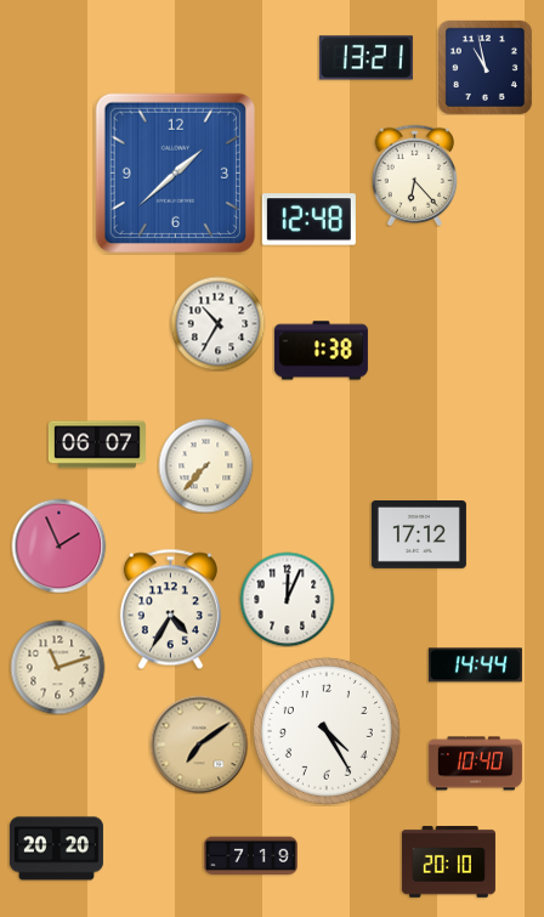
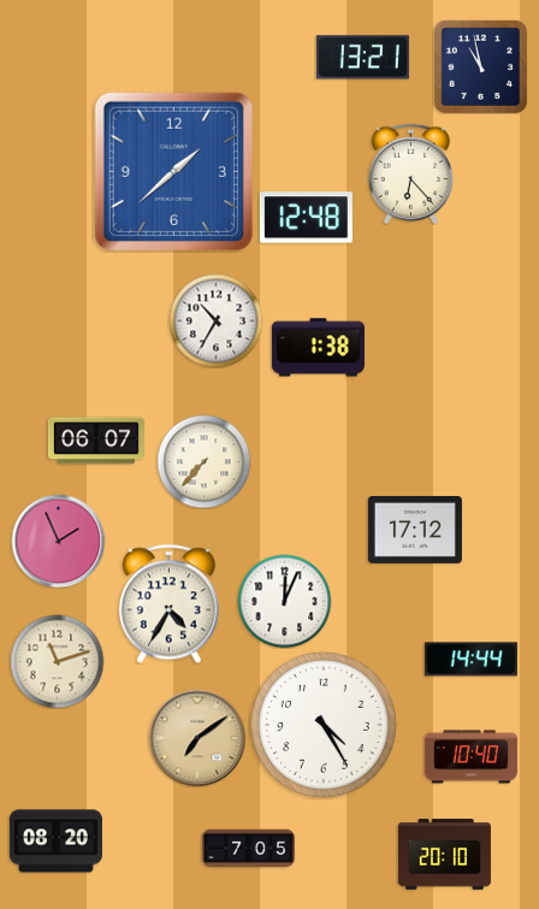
clock at (287, 599) position: (287, 599) -> (284, 601)
clock at (56, 849): 20:20 -> 08:20
clock at (250, 856): 7:19 -> 7:05
